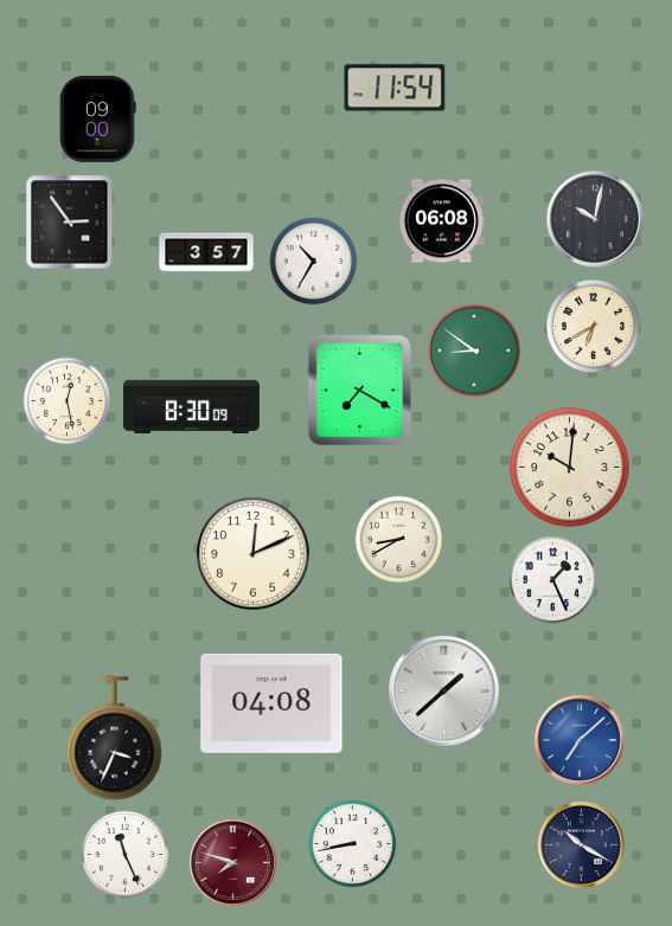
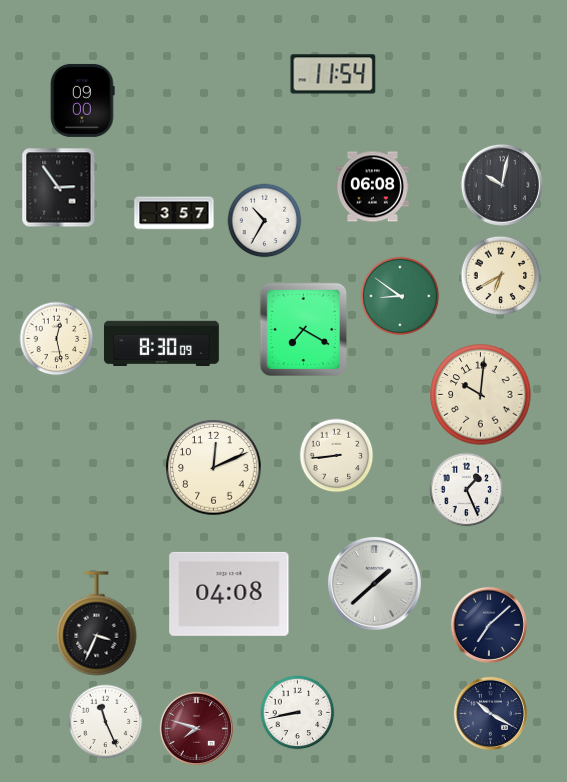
clock at (399, 540): 8:40 -> 8:44
clock at (580, 740) dial: blue -> navy
